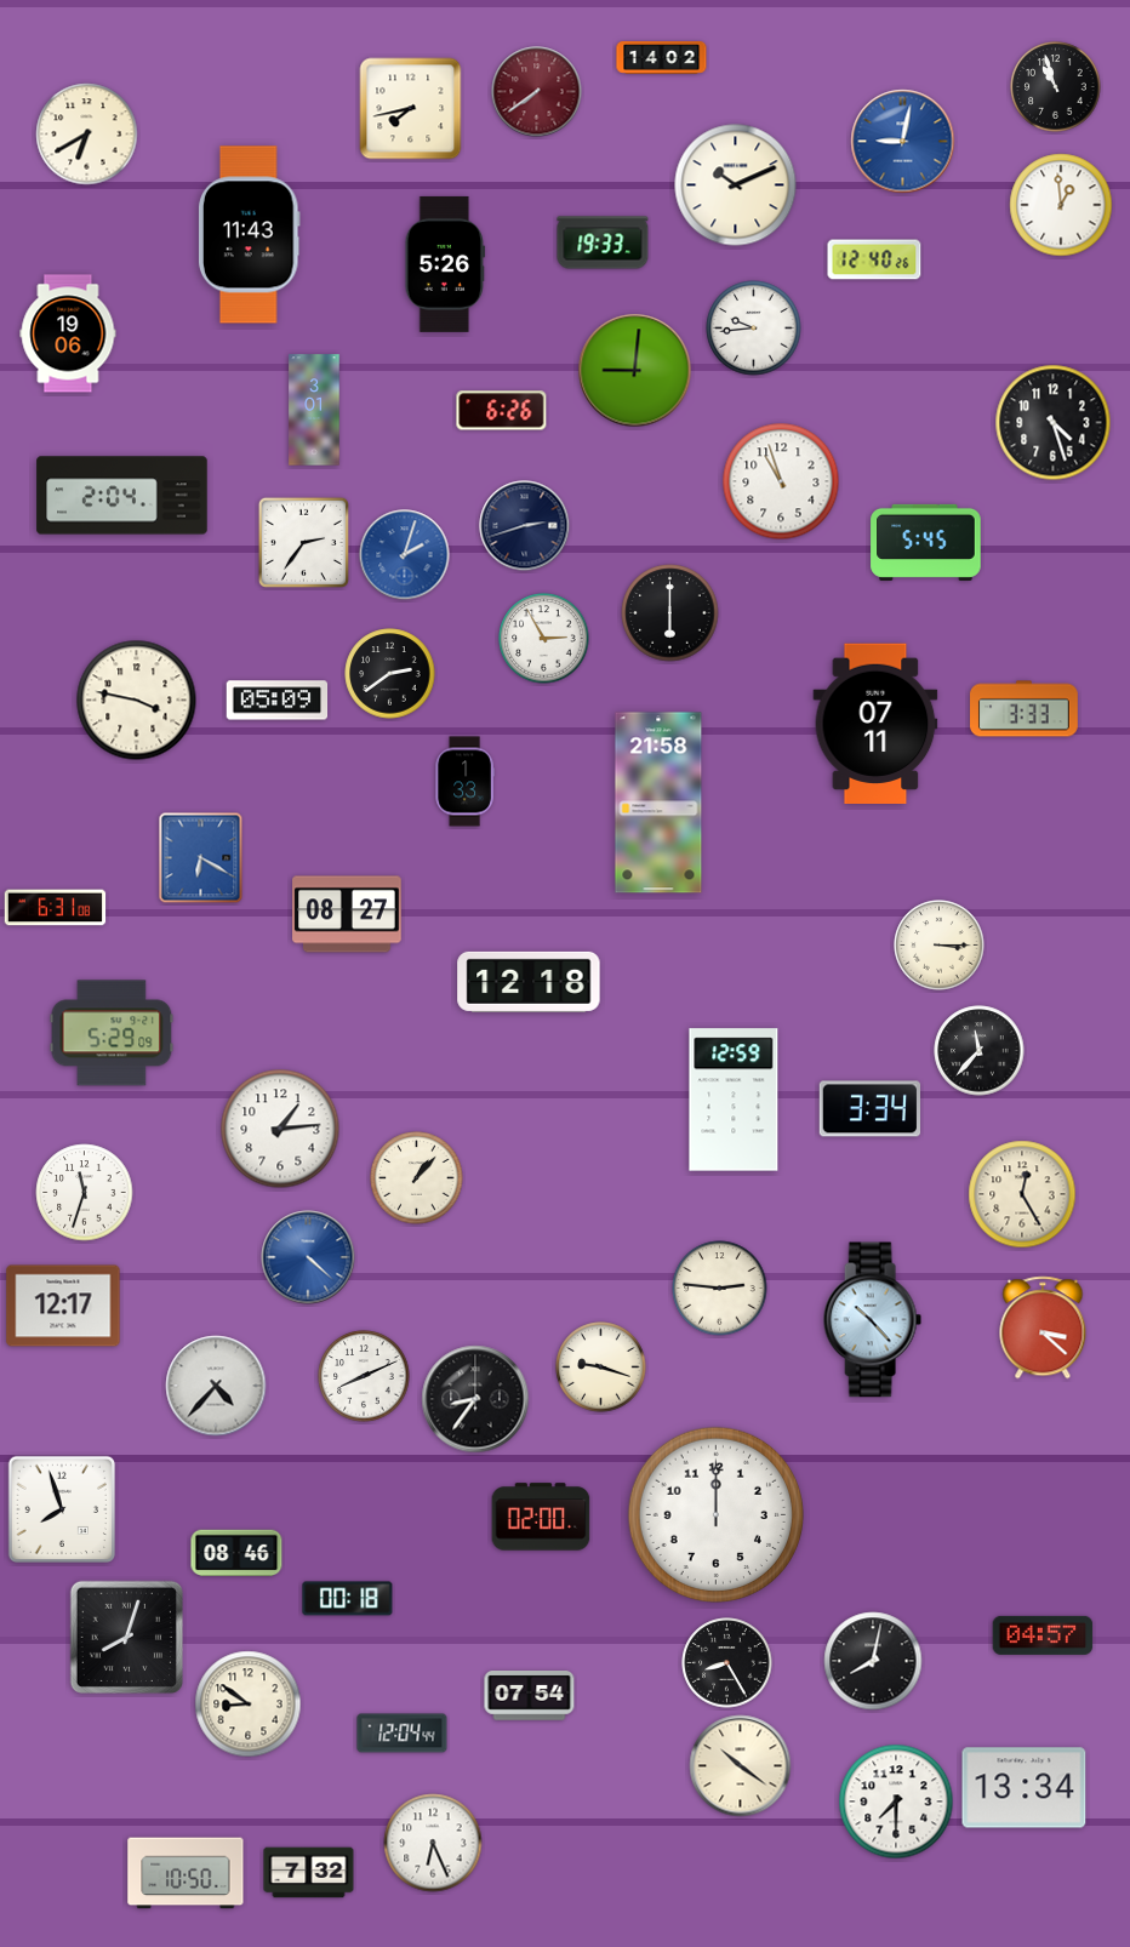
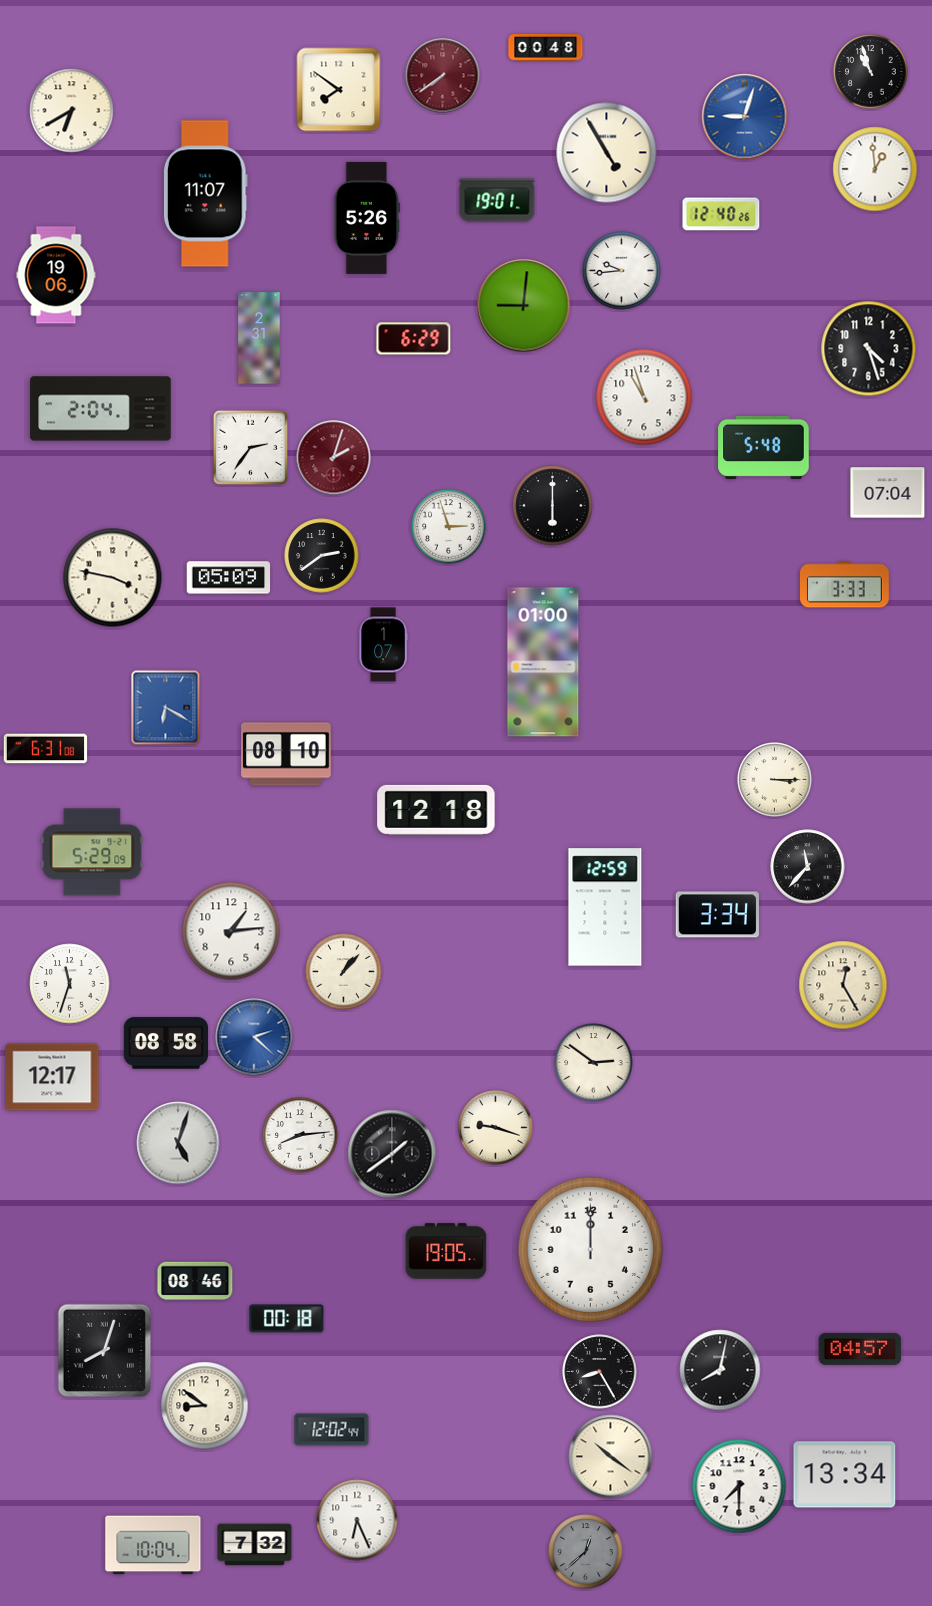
clock at (662, 58): 14:02 -> 00:48
clock at (411, 109): 7:43 -> 7:51
clock at (903, 142): 9:02 -> 9:03
clock at (736, 185): 10:11 -> 4:55
clock at (249, 235): 11:43 -> 11:07
clock at (603, 242): 19:33 -> 19:01
clock at (314, 410): 3:01 -> 2:31
clock at (502, 411): 6:26 -> 6:29
clock at (525, 526): 2:42 -> none
clock at (926, 542): 5:45 -> 5:48
clock at (405, 555) dial: blue -> burgundy
clock at (888, 493): none -> 07:04
clock at (544, 639): 2:55 -> 2:57
clock at (875, 723): 07:11 -> none
clock at (464, 782): 1:33 -> 1:07
clock at (658, 803): 21:58 -> 01:00
clock at (347, 914): 08:27 -> 08:10
clock at (308, 1257): 4:22 -> 2:22
clock at (165, 1043): none -> 08:58
clock at (720, 1289): 2:46 -> 2:51
clock at (872, 1320): 10:23 -> none
clock at (1043, 1327): 3:22 -> none
clock at (364, 1376): 8:11 -> 8:14
clock at (216, 1386): 4:37 -> 5:03
clock at (475, 1399): 8:36 -> 1:39
clock at (61, 1508): 7:57 -> none
clock at (541, 1517): 02:00 -> 19:05
clock at (530, 1696): 07:54 -> none
clock at (403, 1734): 12:04 -> 12:02
clock at (186, 1873): 10:50 -> 10:04
clock at (586, 1552): none -> 12:38
